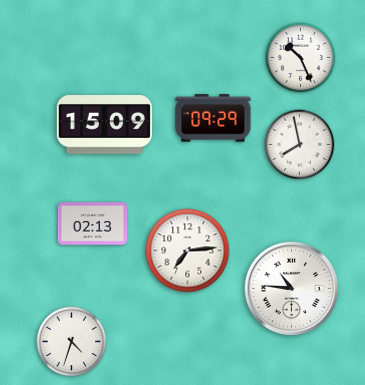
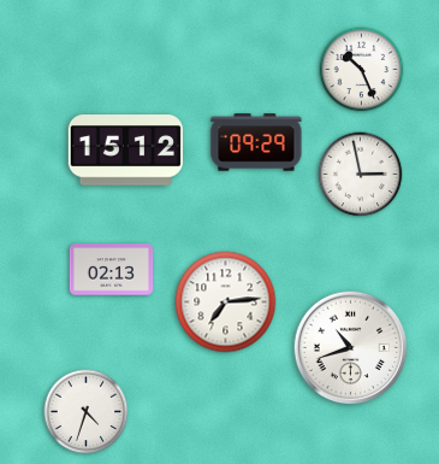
clock at (104, 125): 15:09 -> 15:12
clock at (300, 145): 7:58 -> 2:58
clock at (292, 289): 10:46 -> 10:42
